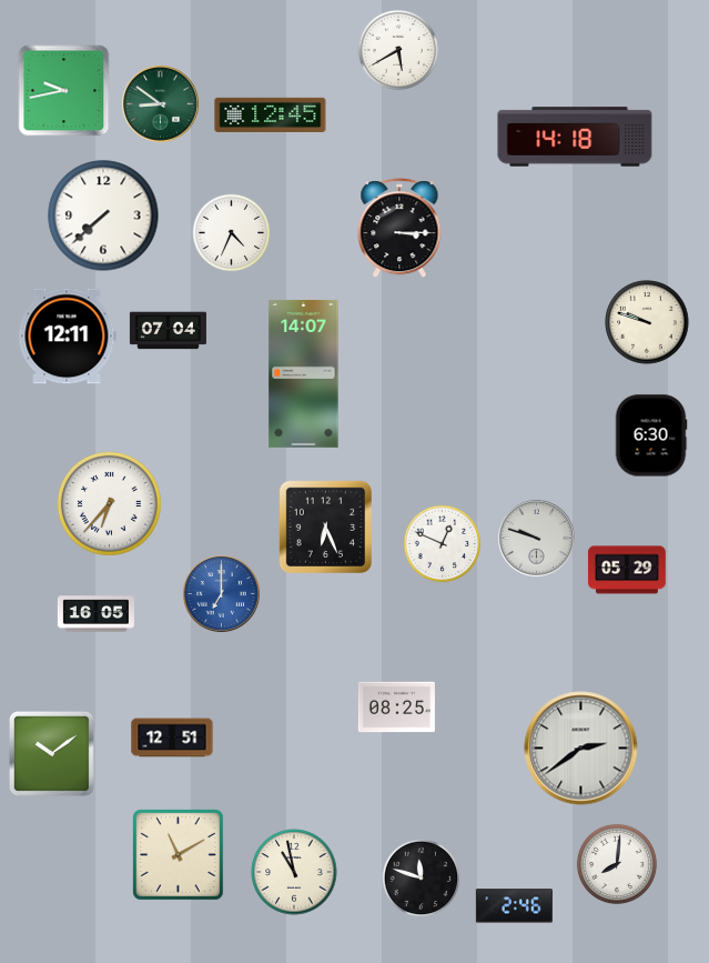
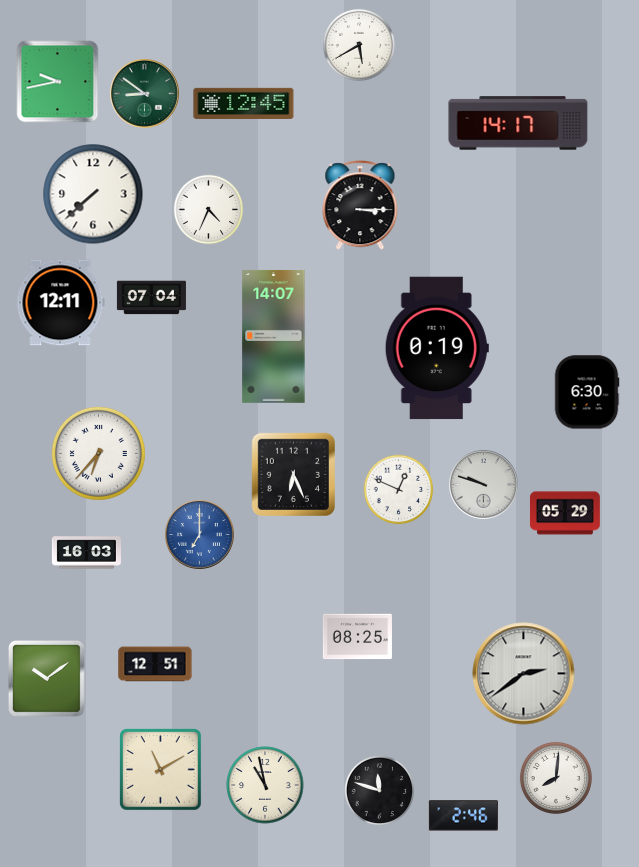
clock at (575, 137): 14:18 -> 14:17
clock at (647, 322): 9:48 -> none
clock at (437, 348): none -> 0:19
clock at (95, 614): 16:05 -> 16:03
